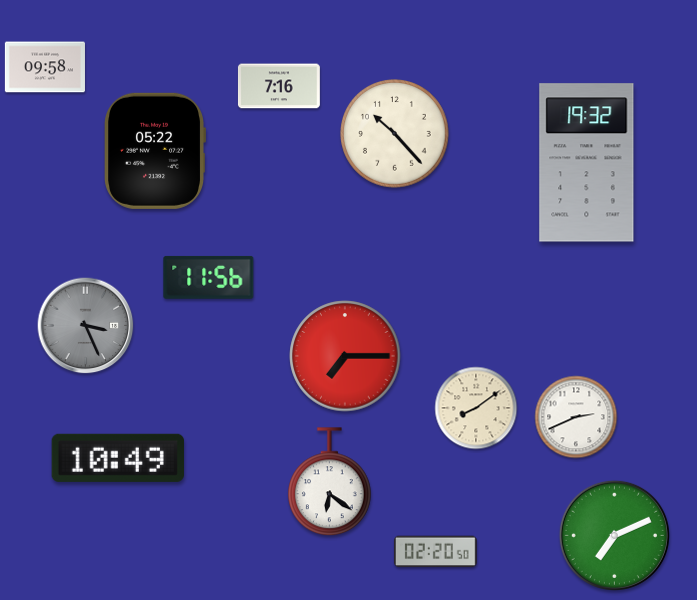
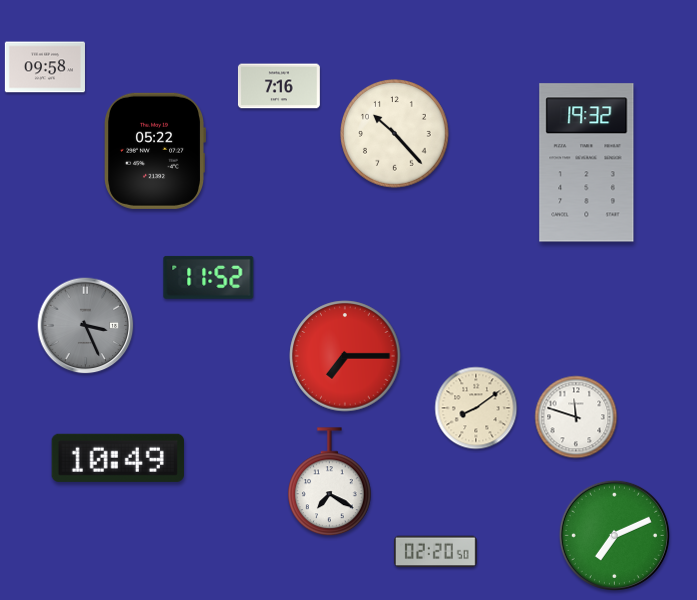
clock at (209, 277): 11:56 -> 11:52
clock at (576, 417): 2:41 -> 11:48
clock at (330, 482): 6:21 -> 7:20
